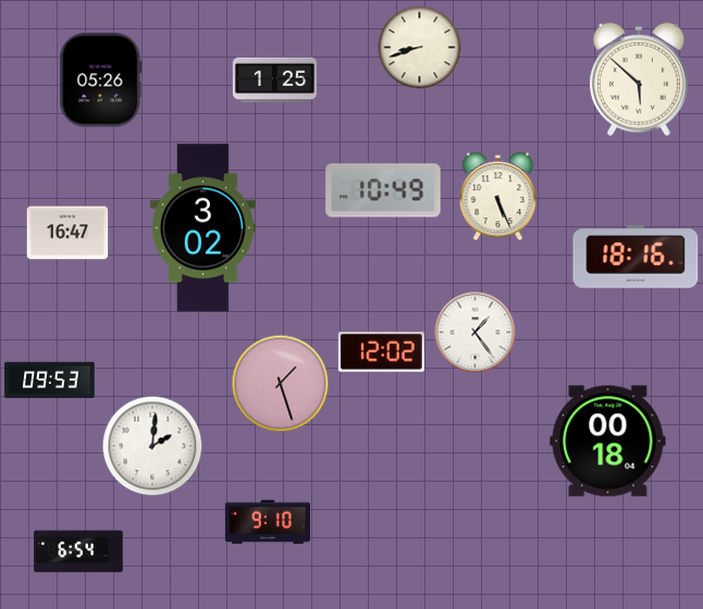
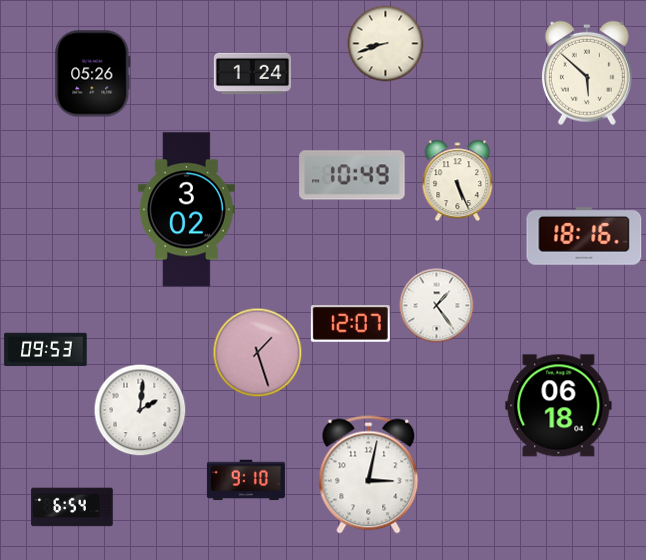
clock at (274, 80): 1:25 -> 1:24
clock at (67, 233): 16:47 -> none
clock at (381, 352): 12:02 -> 12:07
clock at (608, 442): 00:18 -> 06:18
clock at (369, 475): none -> 3:02
